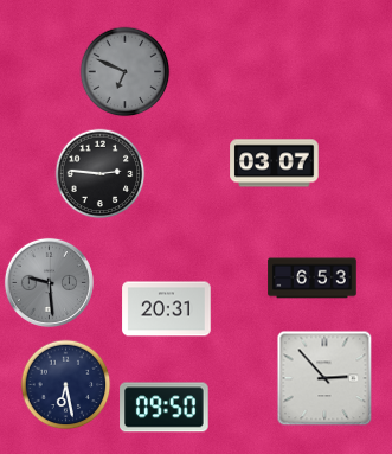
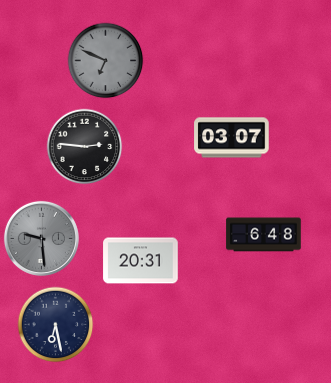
clock at (313, 279): 6:53 -> 6:48
clock at (324, 378): 2:53 -> none
clock at (165, 408): 09:50 -> none
